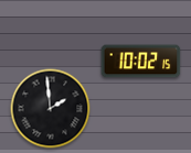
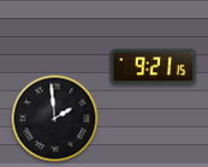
clock at (141, 62): 10:02 -> 9:21
